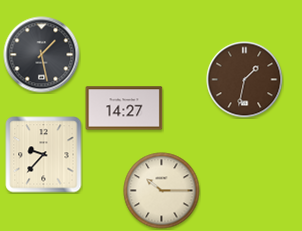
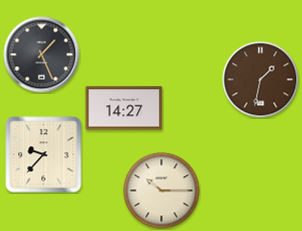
clock at (42, 55): 1:28 -> 1:26
clock at (245, 80) position: (245, 80) -> (261, 80)
